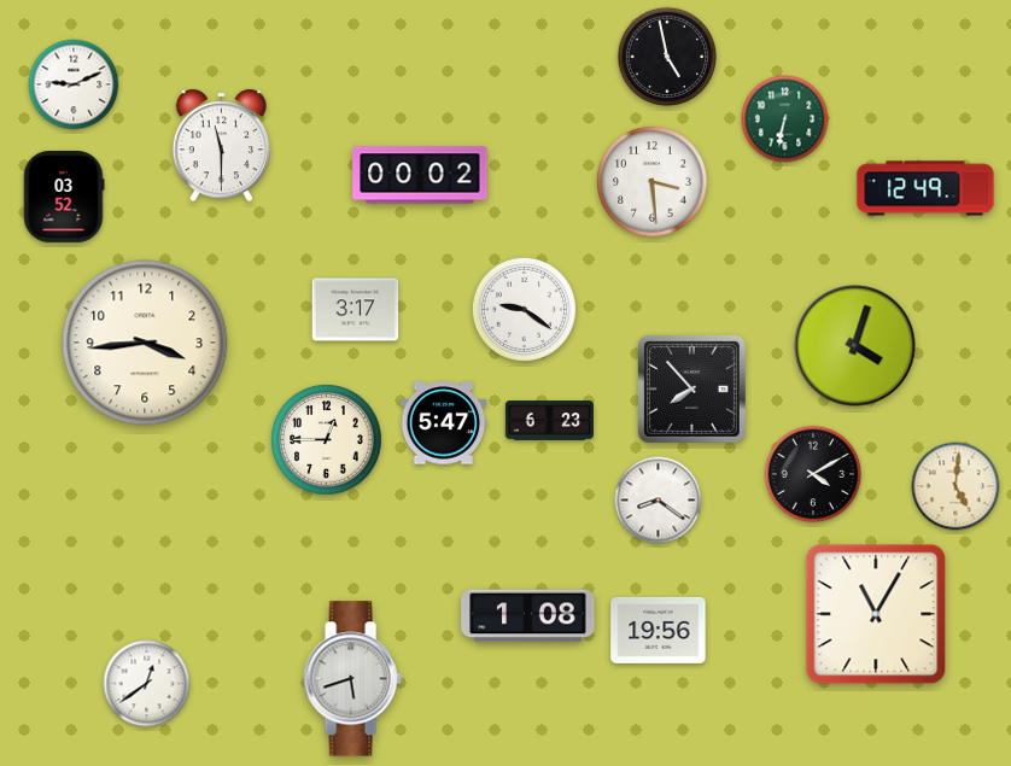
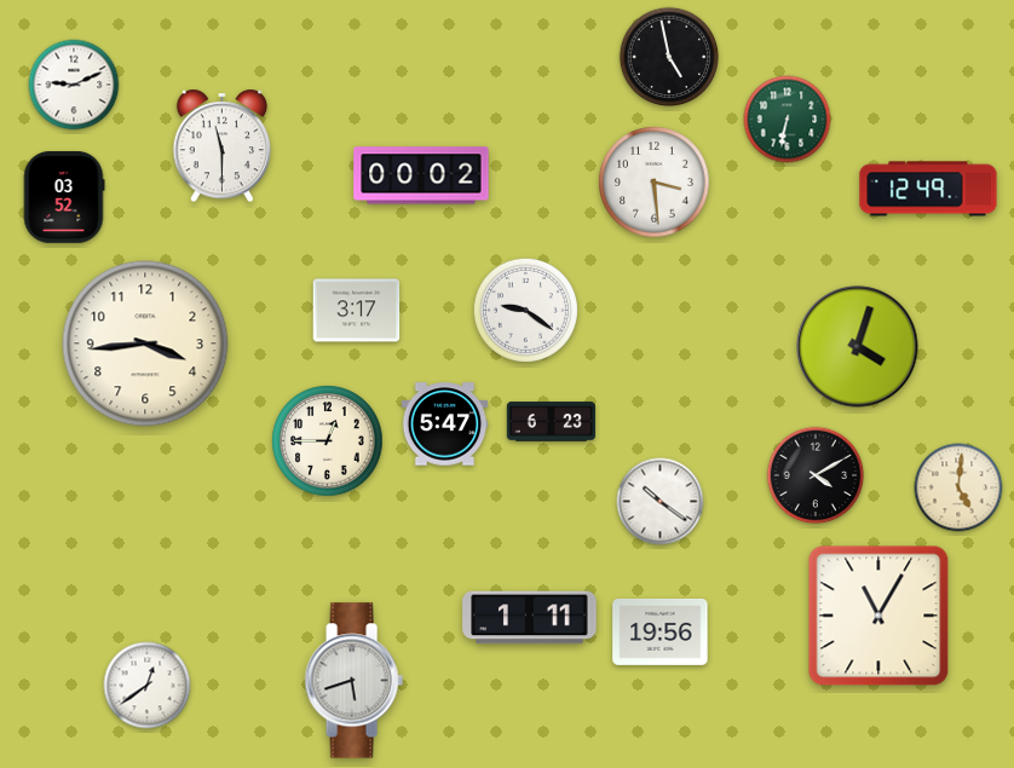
clock at (691, 388): 7:53 -> none
clock at (659, 501): 8:21 -> 10:21
clock at (528, 616): 1:08 -> 1:11
